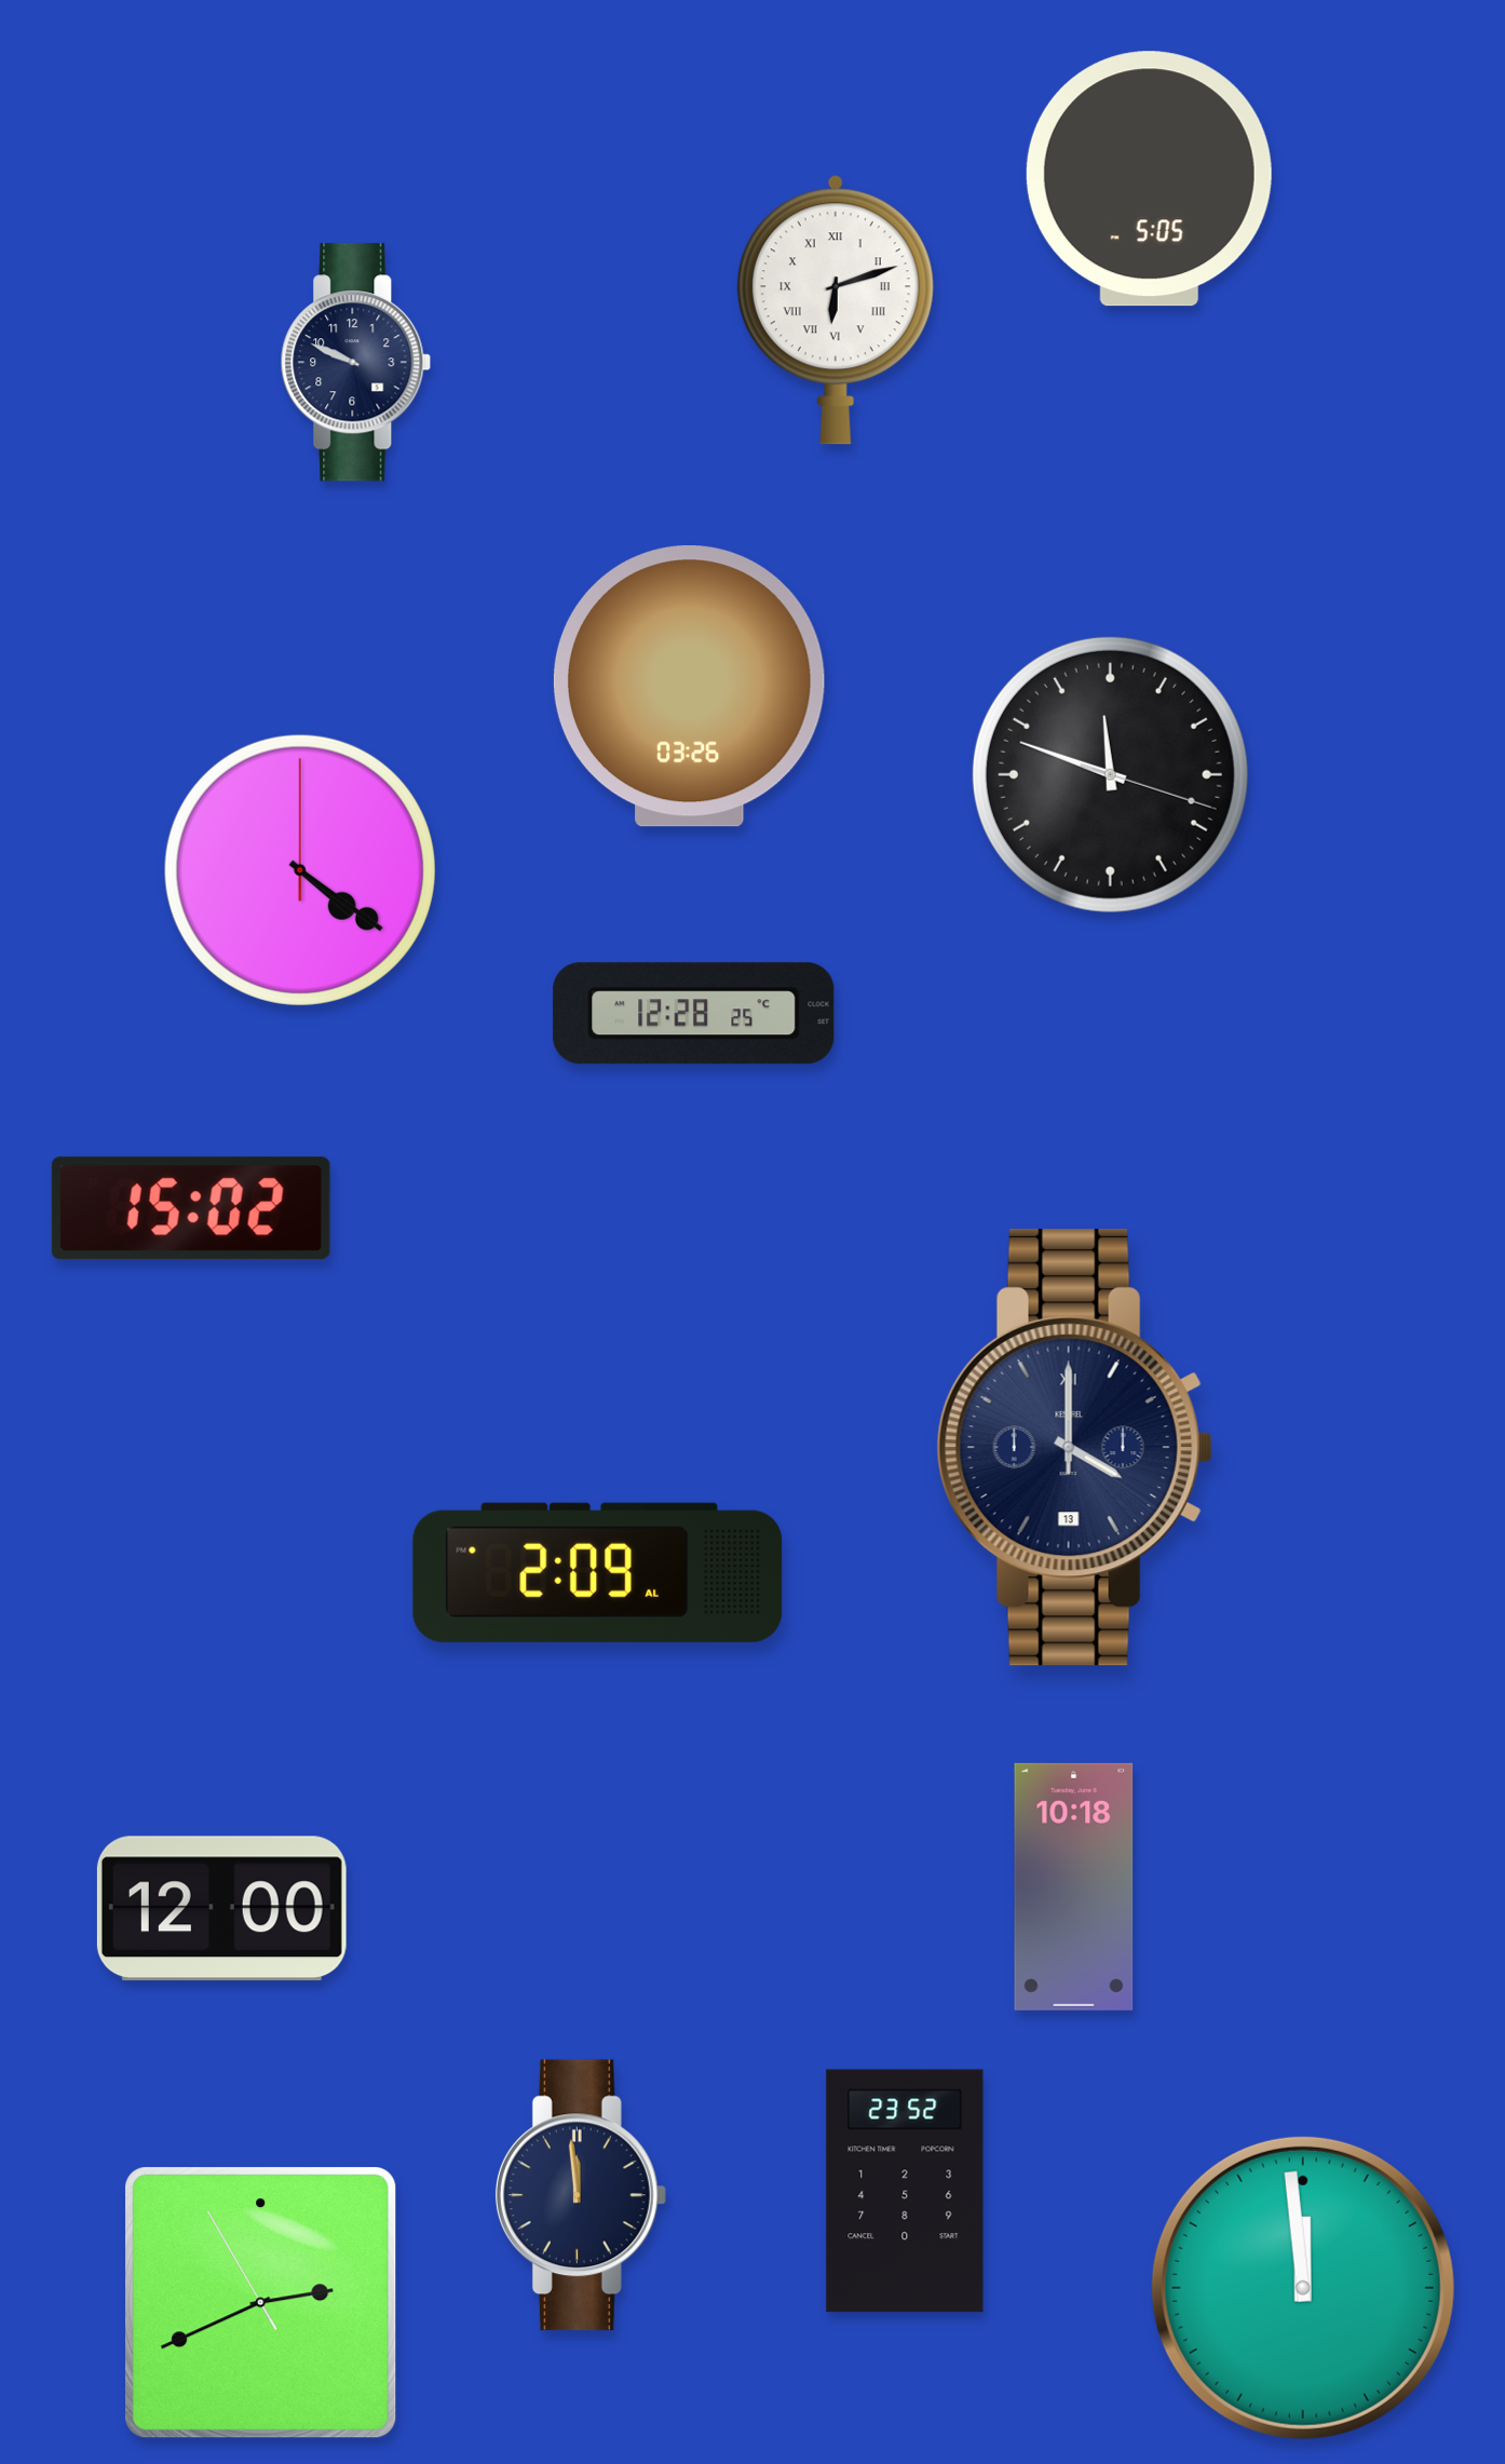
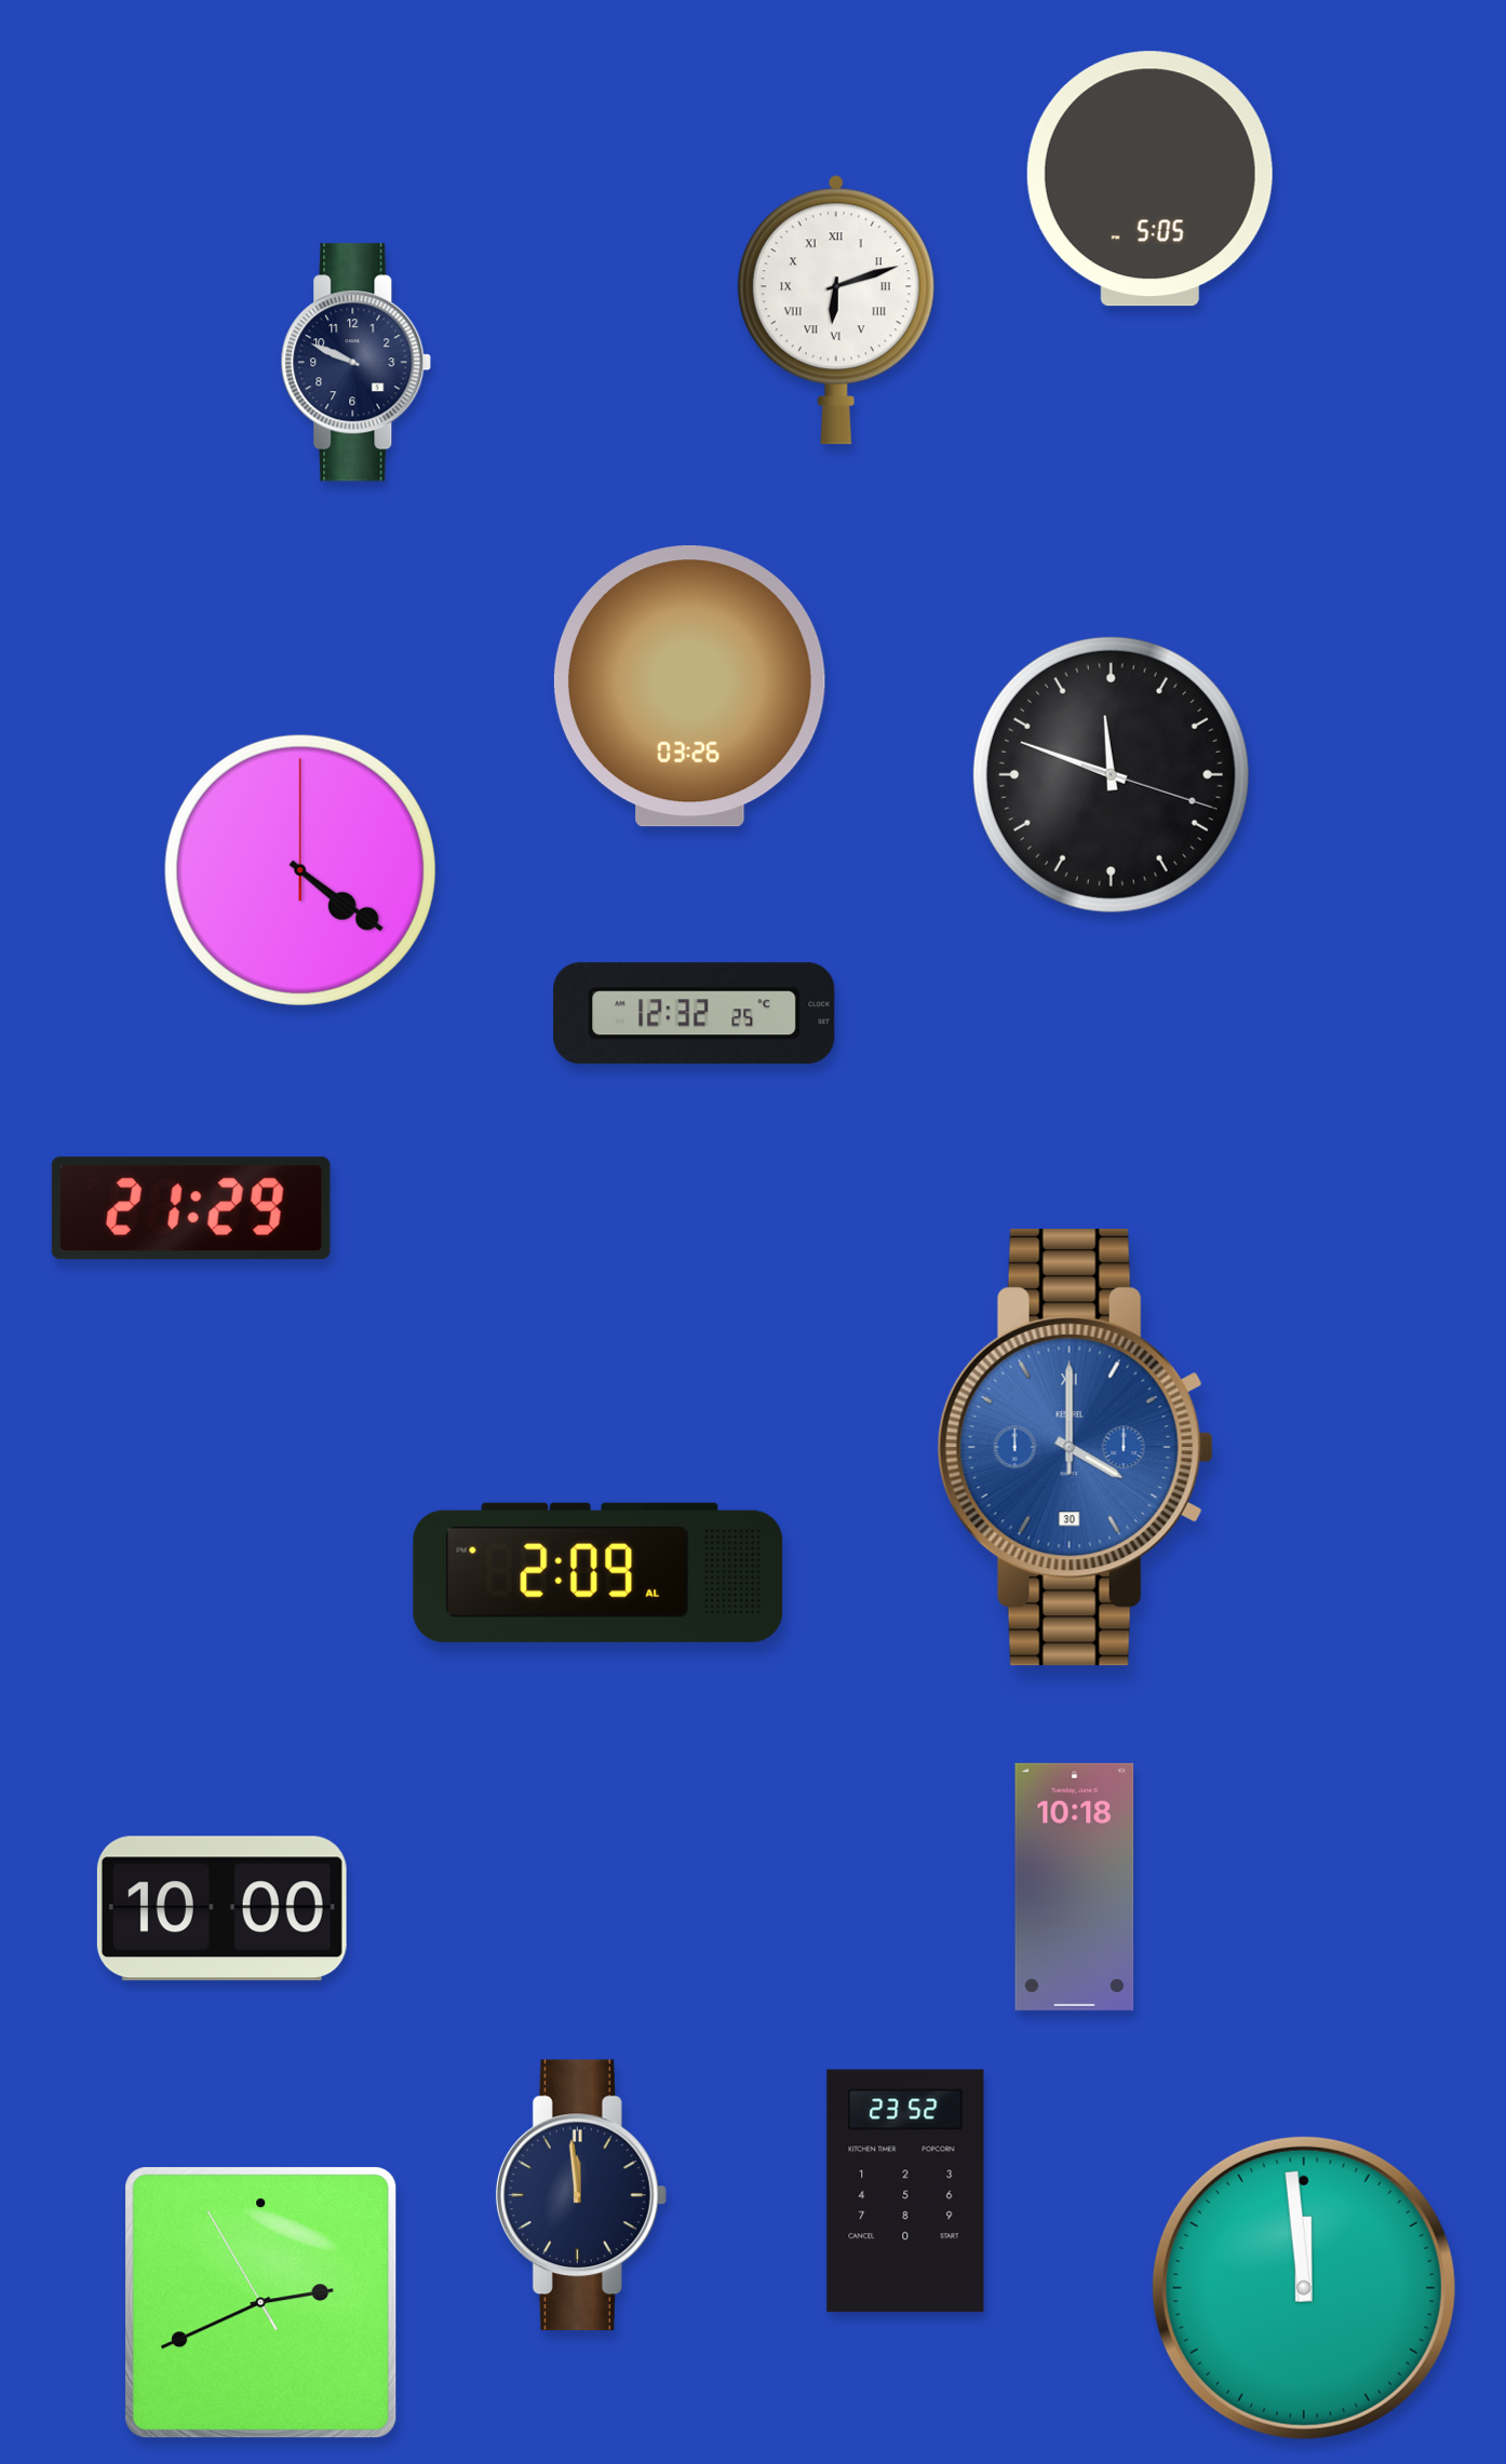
clock at (694, 1014): 12:28 -> 12:32
clock at (191, 1208): 15:02 -> 21:29
clock at (1074, 1448) date: 13 -> 30
clock at (1074, 1448) dial: navy -> blue
clock at (221, 1909): 12:00 -> 10:00
